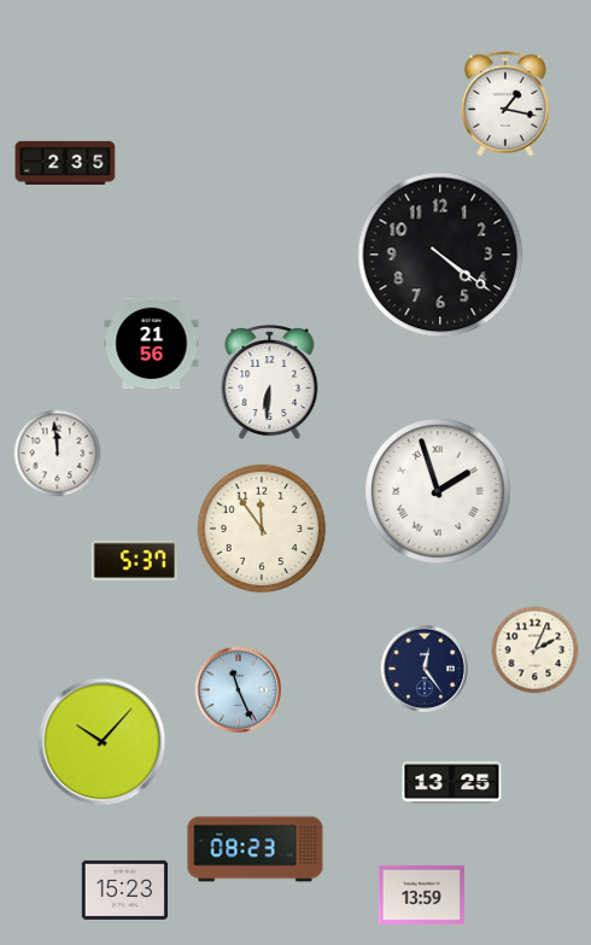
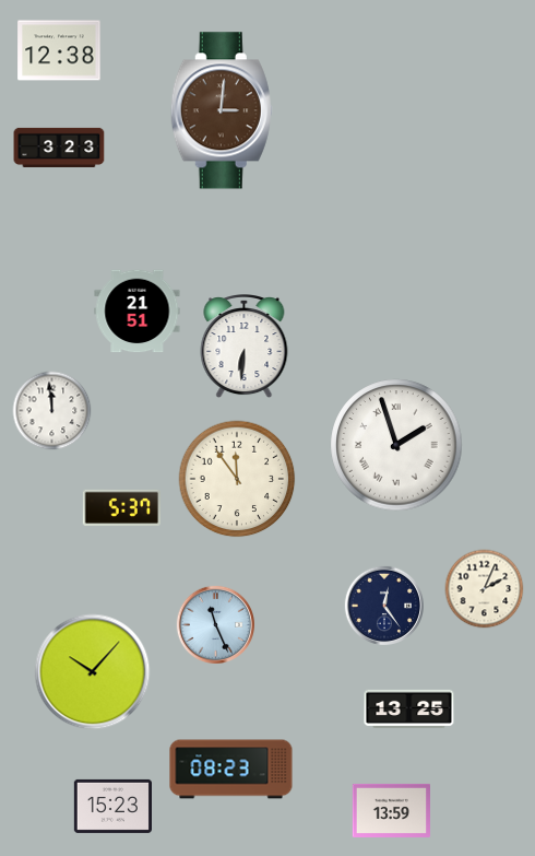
clock at (59, 50): none -> 12:38
clock at (505, 104): 1:17 -> none
clock at (222, 110): none -> 3:01
clock at (65, 163): 2:35 -> 3:23
clock at (440, 255): 4:21 -> none
clock at (152, 344): 21:56 -> 21:51
clock at (421, 894) position: (421, 894) -> (391, 810)
